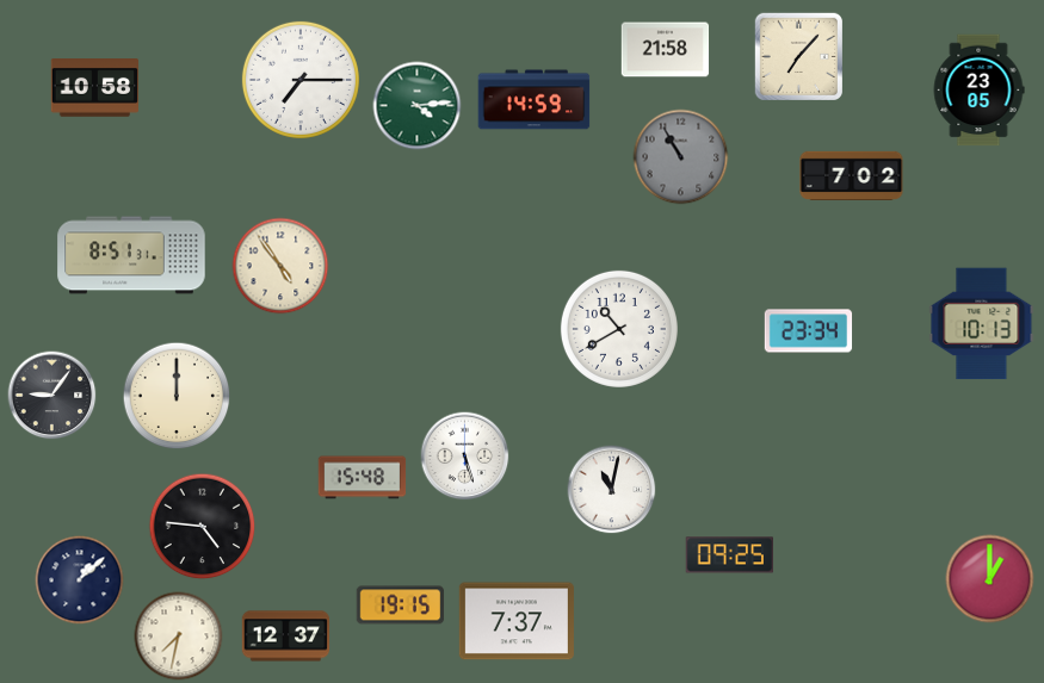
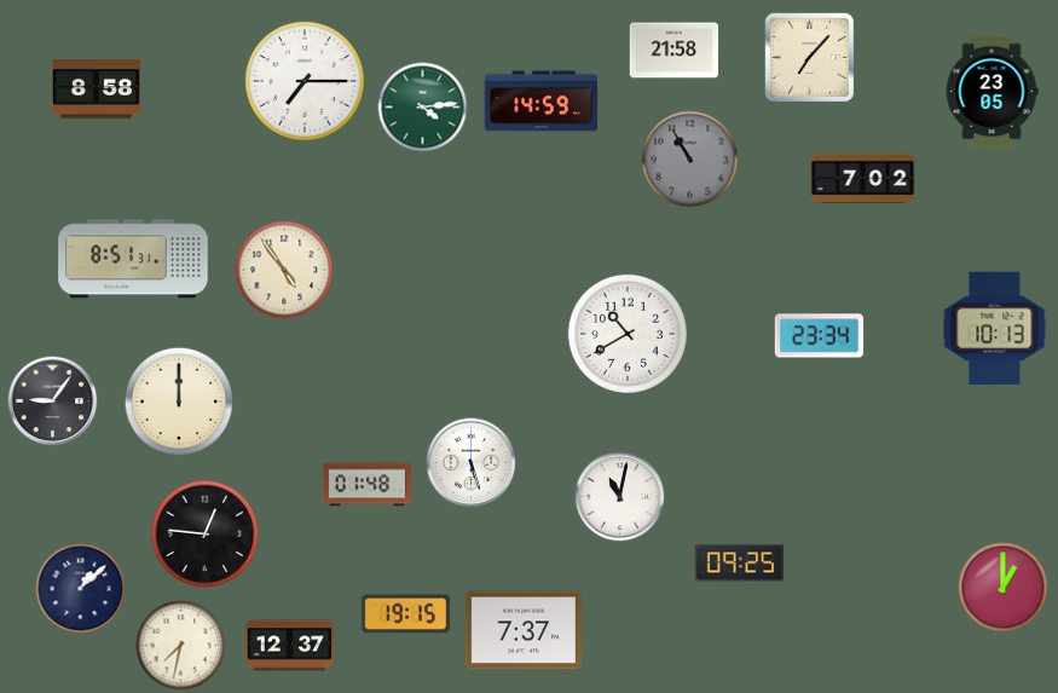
clock at (95, 88): 10:58 -> 8:58
clock at (363, 478): 15:48 -> 01:48
clock at (203, 527): 4:46 -> 12:46
